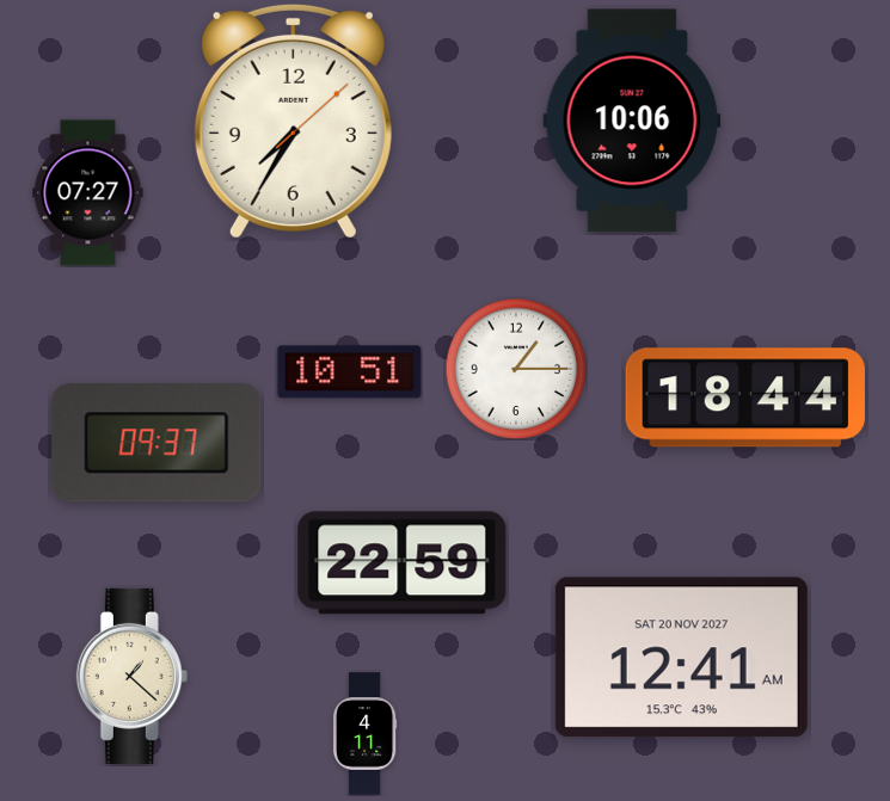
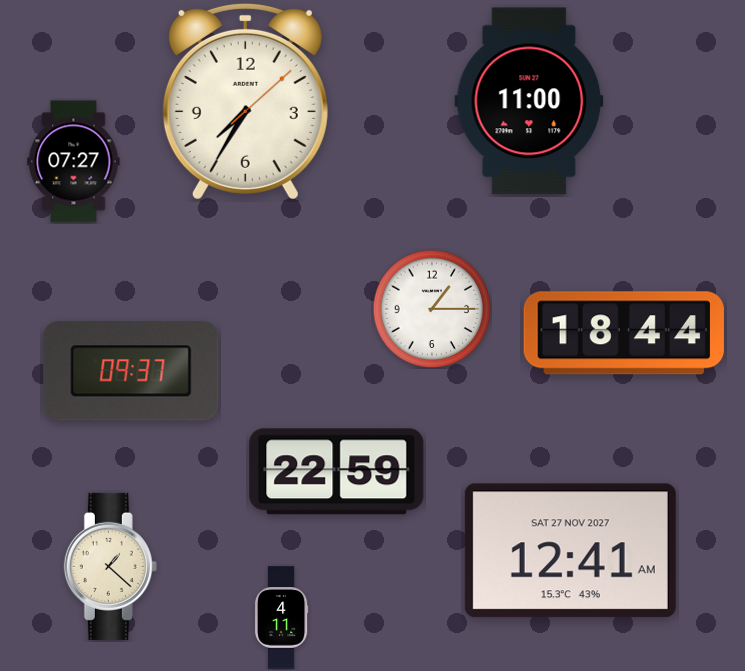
clock at (632, 121): 10:06 -> 11:00
clock at (350, 372): 10:51 -> none
clock at (681, 658) date: SAT 20 NOV 2027 -> SAT 27 NOV 2027
clock at (364, 734) position: (364, 734) -> (281, 618)
